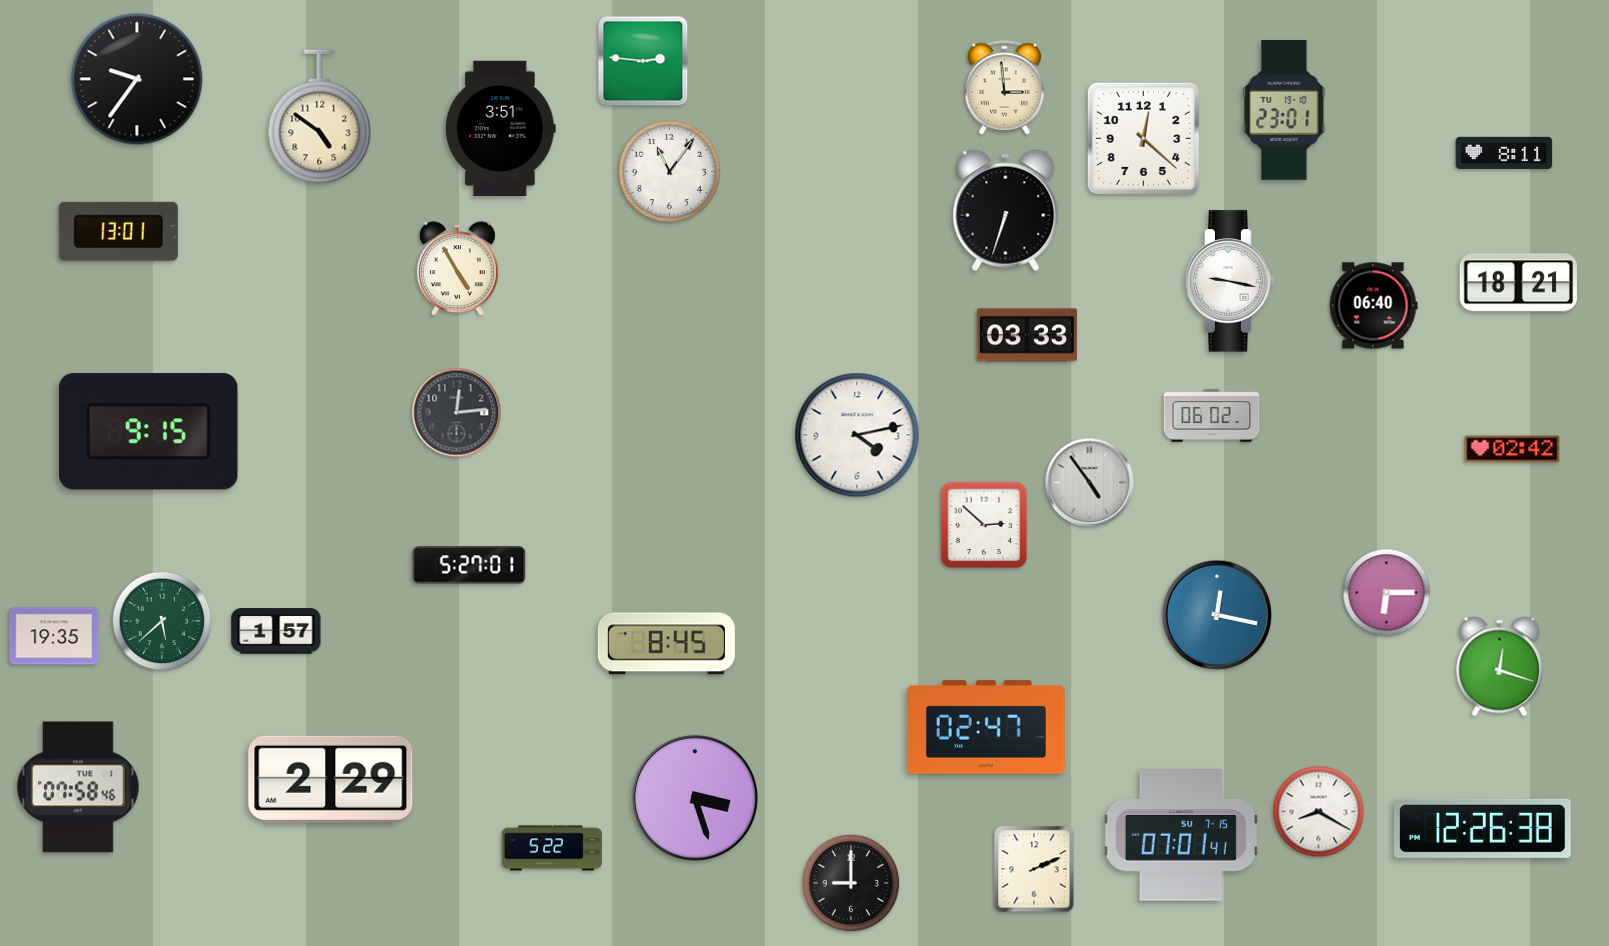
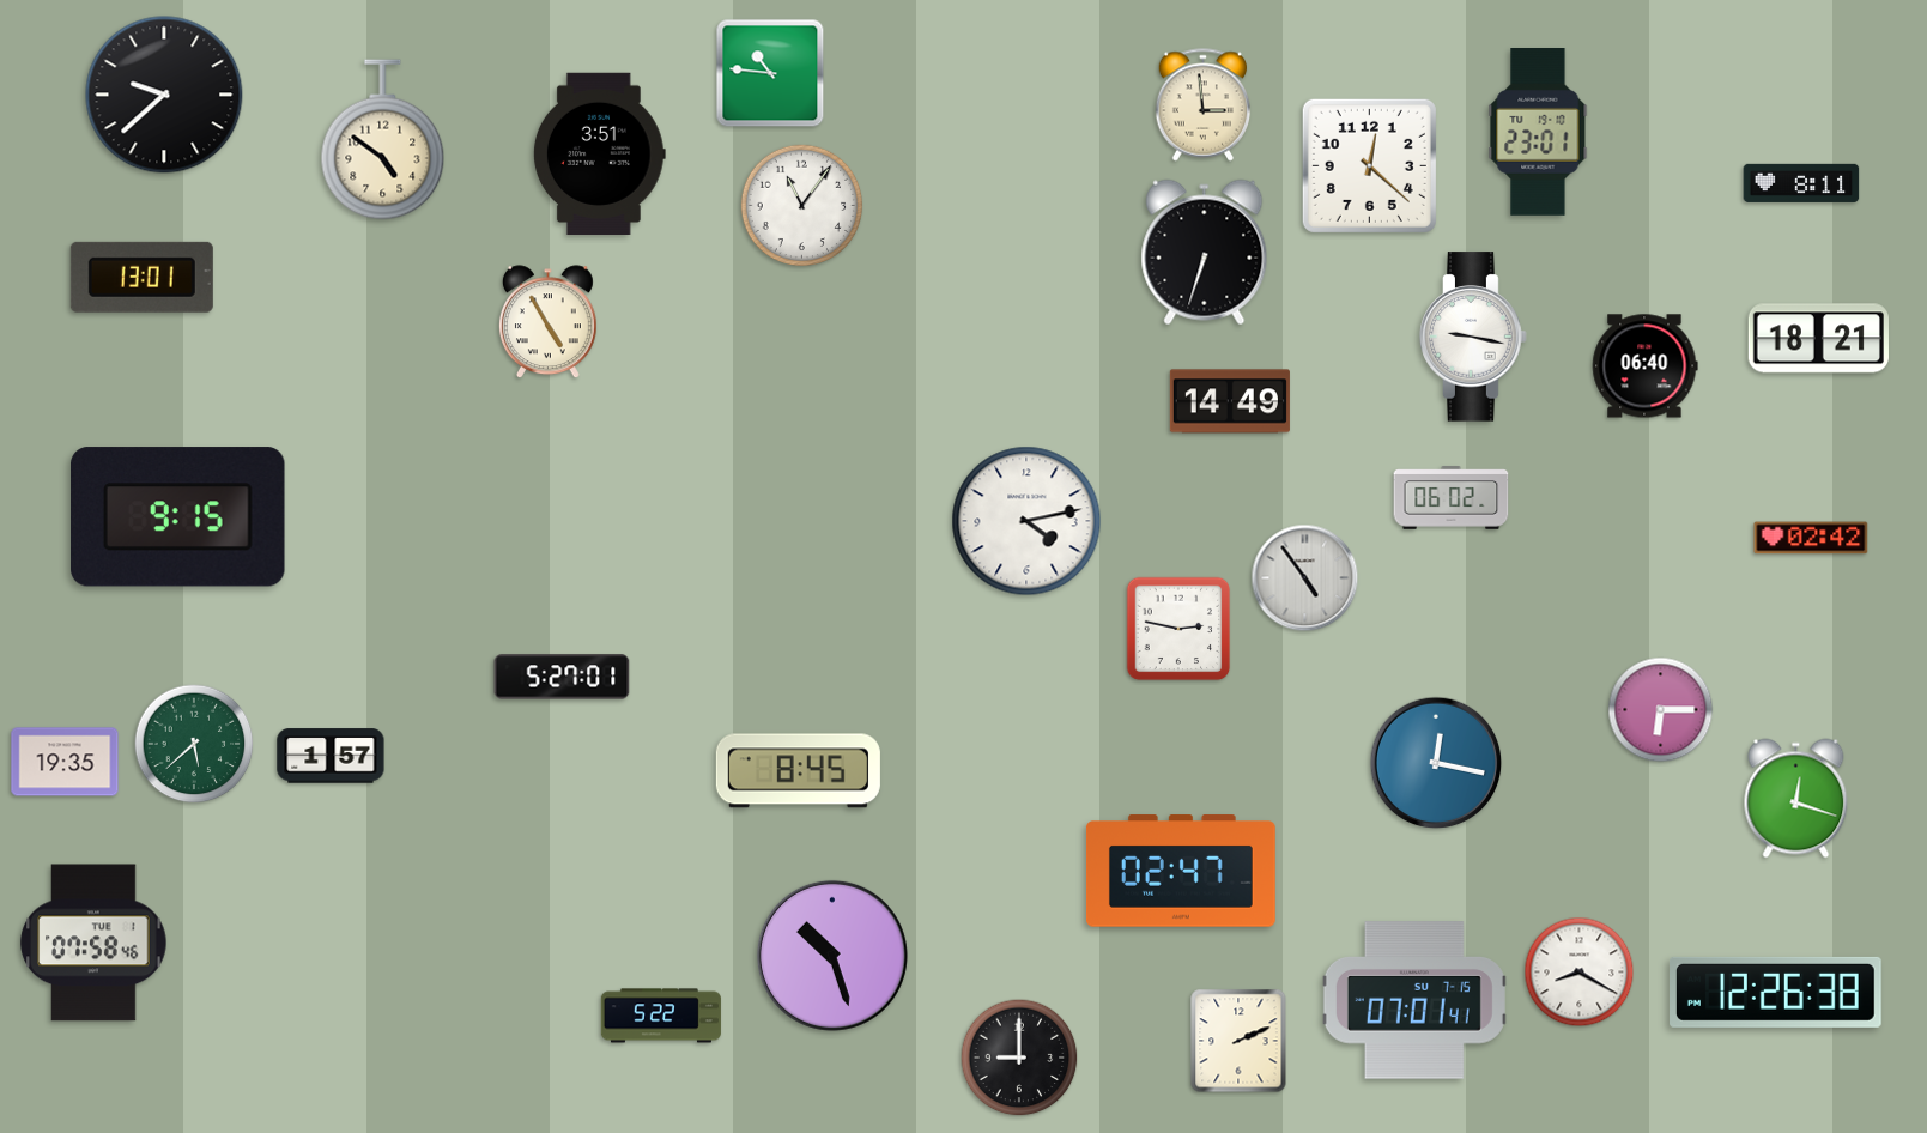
clock at (643, 61): 2:46 -> 10:46
clock at (137, 79): 9:36 -> 9:38
clock at (1027, 335): 03:33 -> 14:49
clock at (457, 413): 12:14 -> none
clock at (984, 525): 2:52 -> 2:47
clock at (1217, 615) position: (1217, 615) -> (1436, 763)
clock at (331, 779): 2:29 -> none
clock at (695, 798): 3:27 -> 10:27
